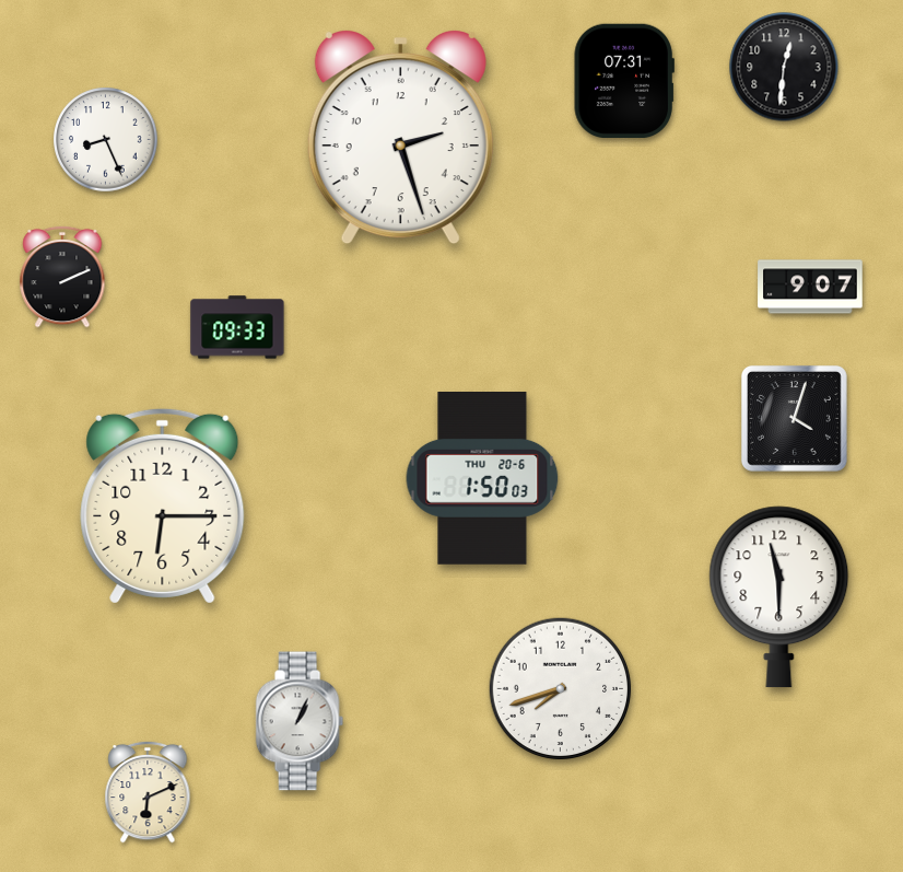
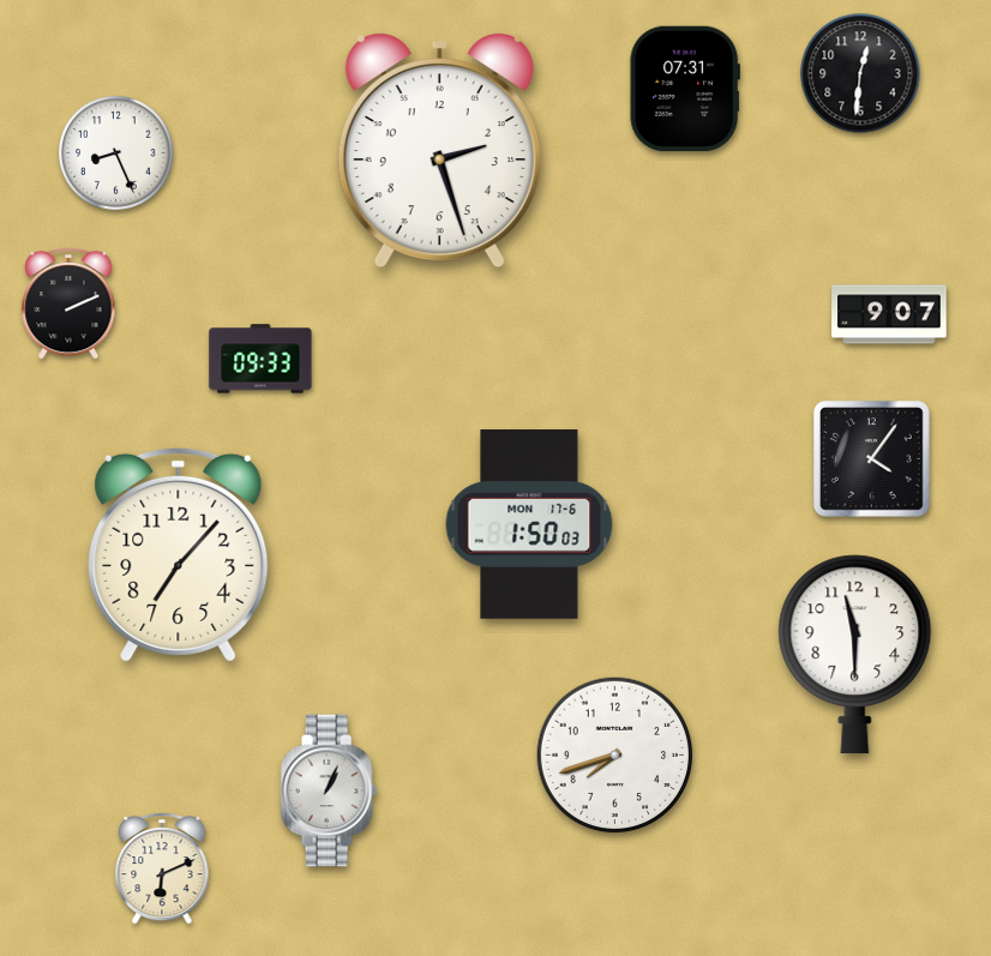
clock at (794, 418): 4:03 -> 4:06
clock at (482, 479) date: THU 20-6 -> MON 17-6
clock at (163, 505): 6:15 -> 7:07
